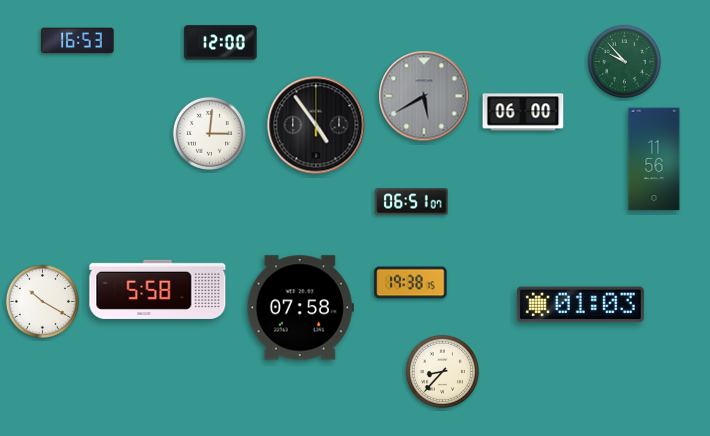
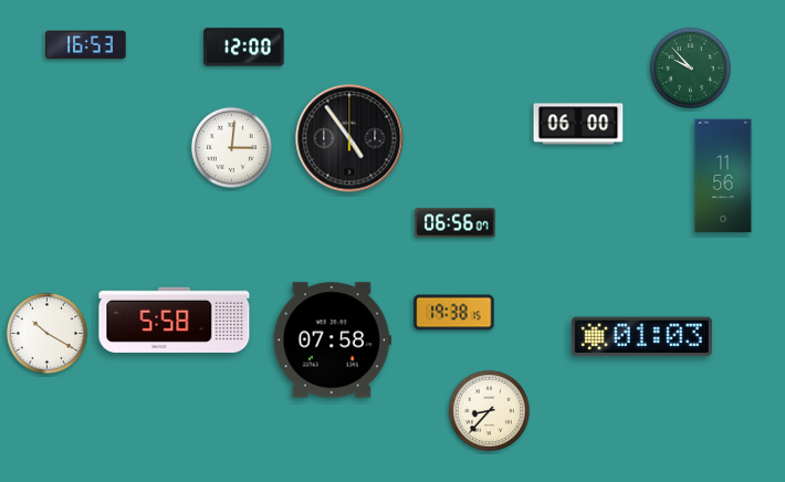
clock at (424, 96): 5:40 -> none
clock at (412, 202): 06:51 -> 06:56
